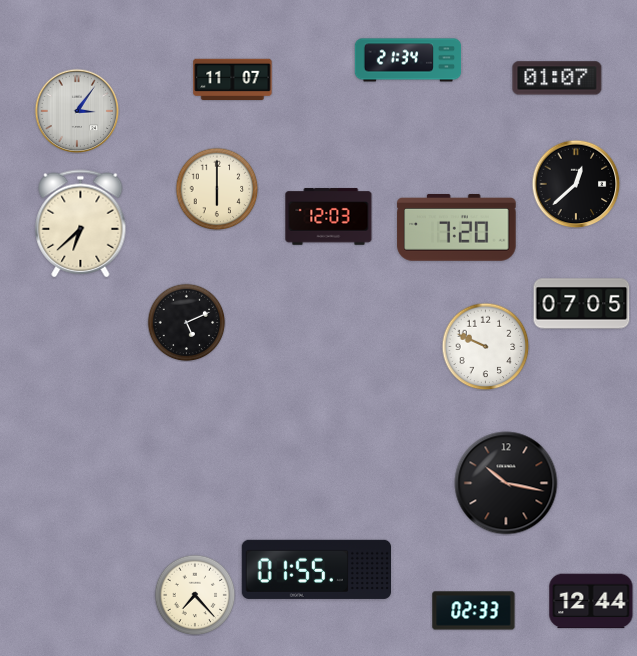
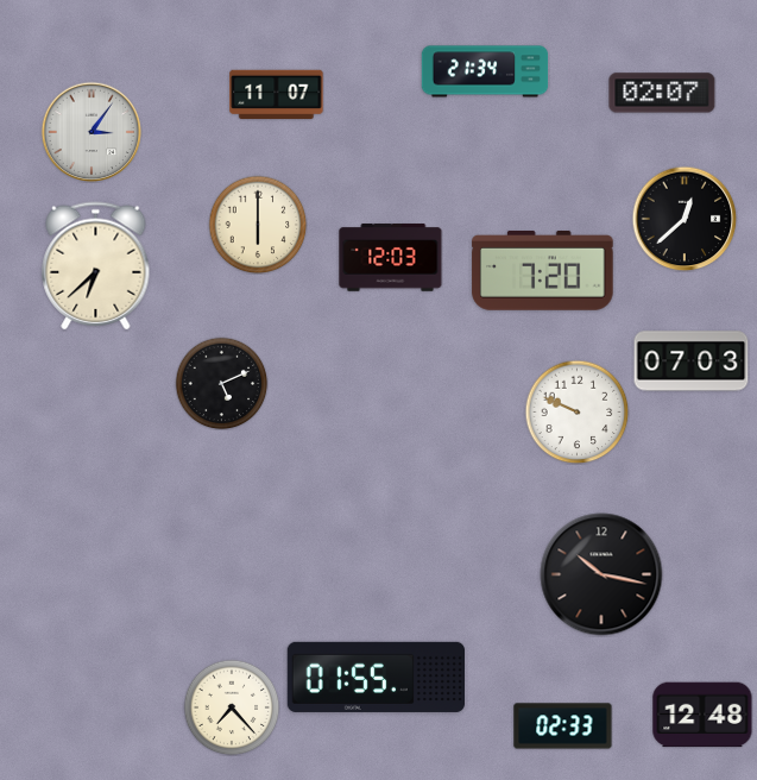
clock at (557, 78): 01:07 -> 02:07
clock at (582, 304): 07:05 -> 07:03
clock at (591, 601): 12:44 -> 12:48
